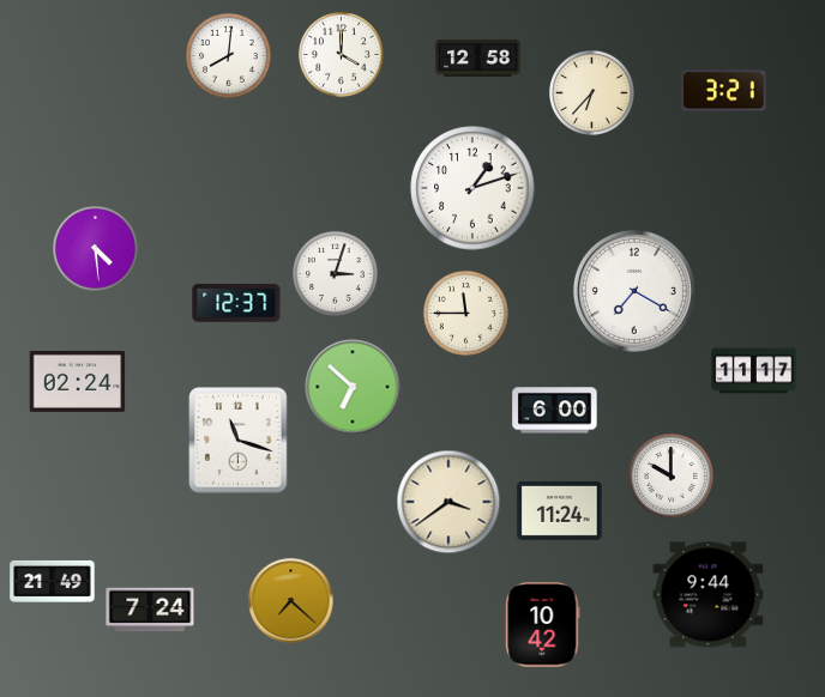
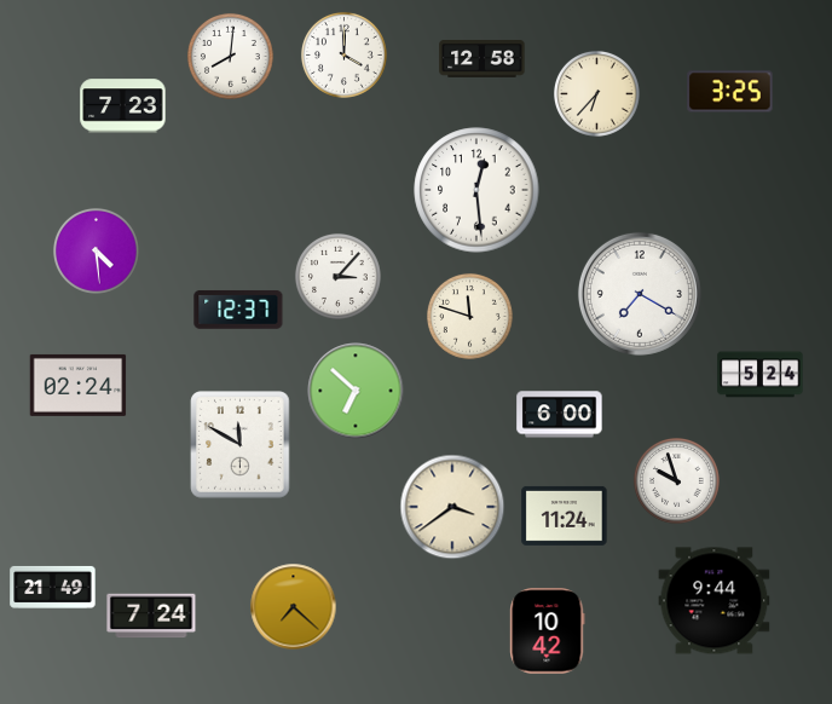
clock at (724, 91): 3:21 -> 3:25
clock at (123, 106): none -> 7:23
clock at (472, 188): 1:12 -> 12:29
clock at (335, 273): 3:03 -> 3:07
clock at (236, 303) position: (236, 303) -> (238, 310)
clock at (465, 313): 11:45 -> 11:48
clock at (754, 371): 11:17 -> 5:24
clock at (239, 441): 11:18 -> 11:50
clock at (670, 475): 10:00 -> 9:57
